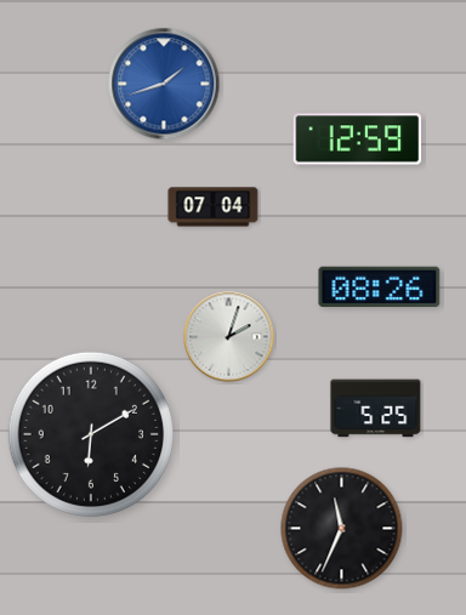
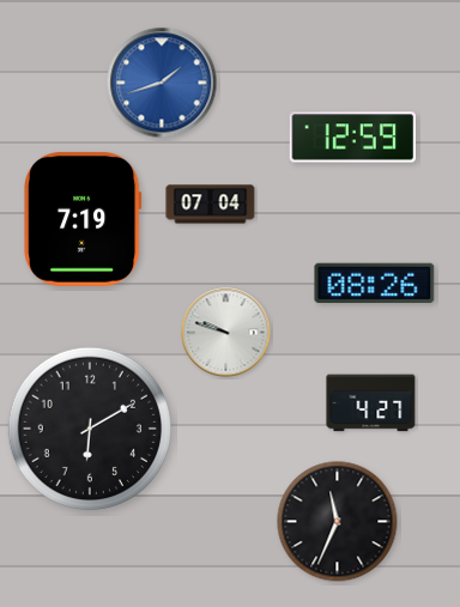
clock at (83, 219): none -> 7:19
clock at (229, 337): 2:03 -> 9:48
clock at (376, 409): 5:25 -> 4:27
